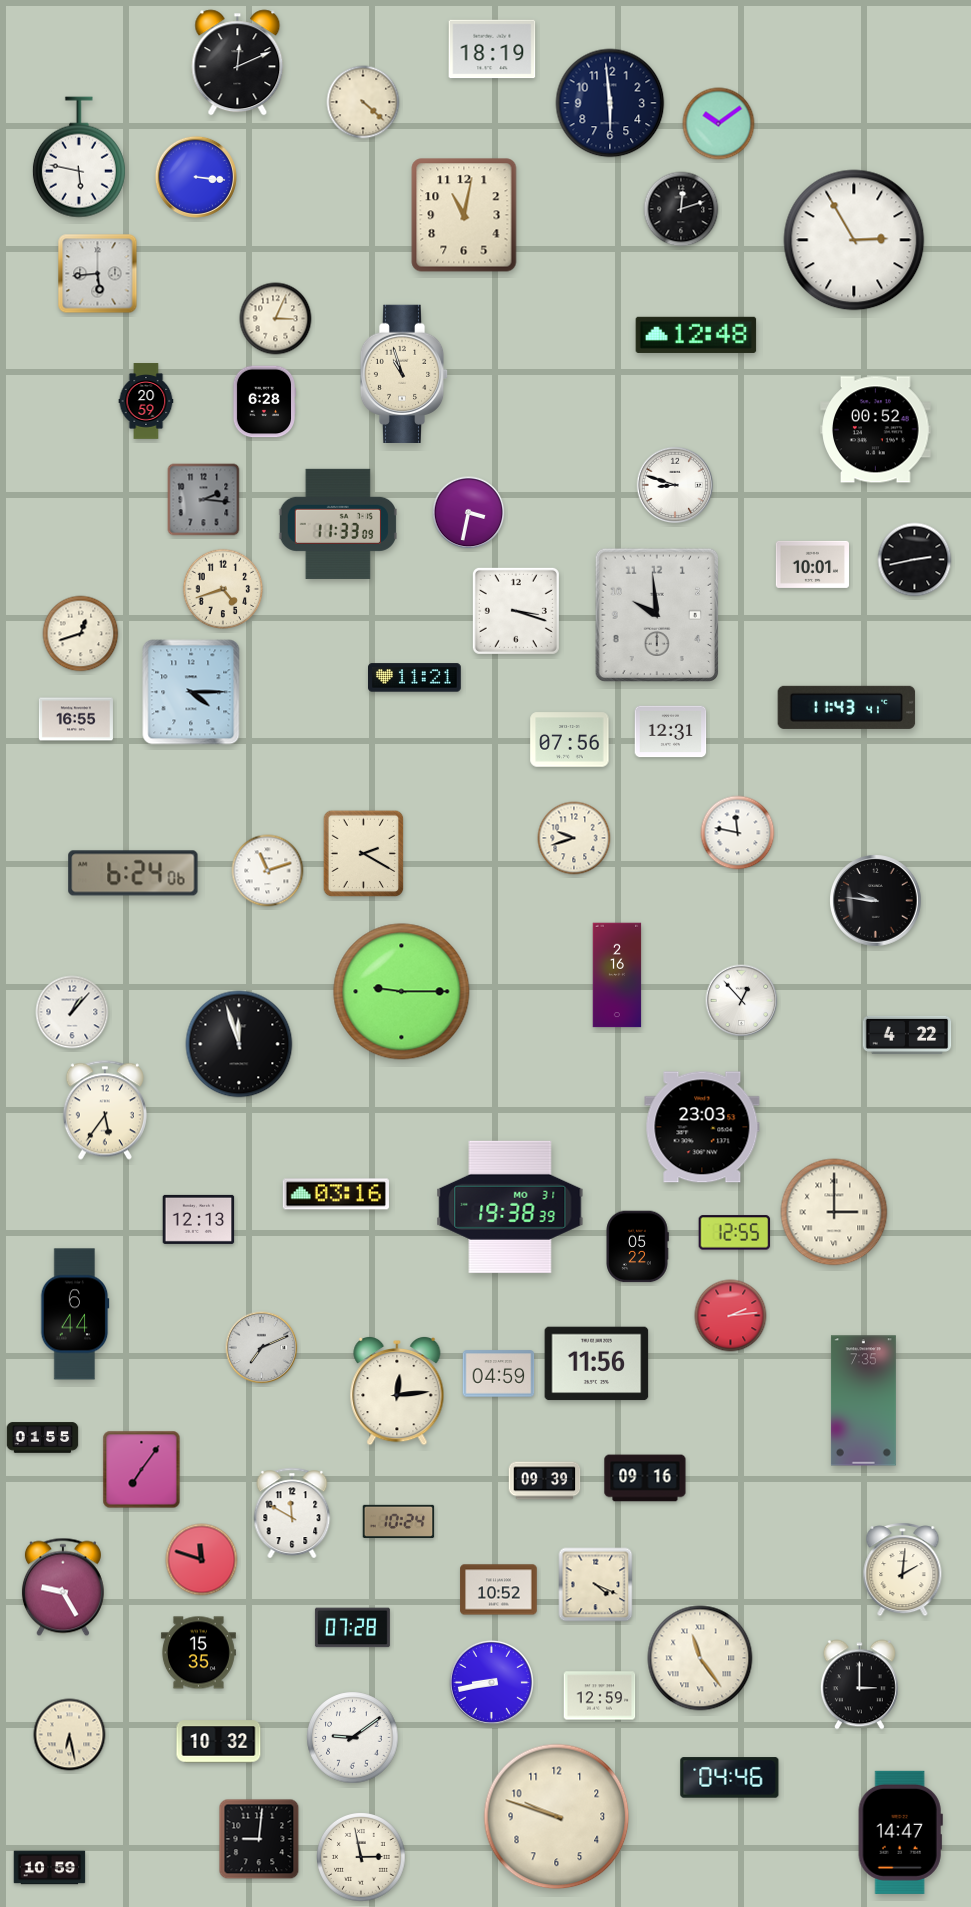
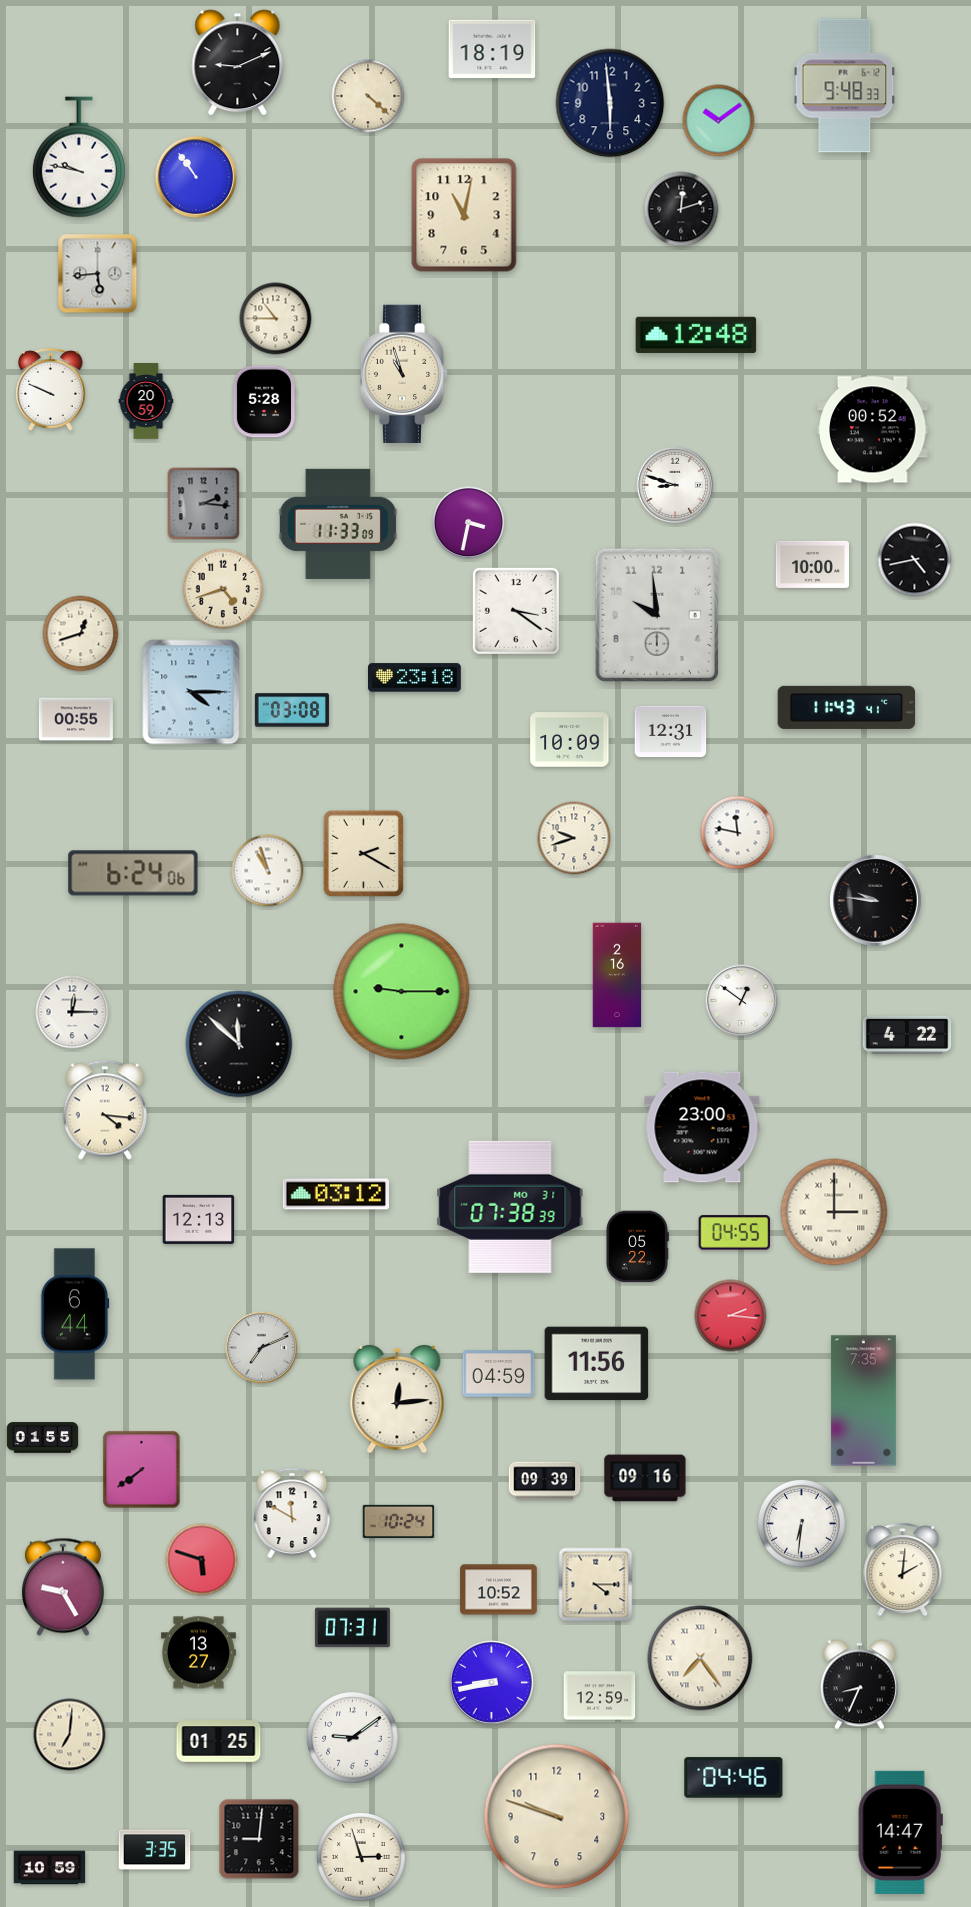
clock at (238, 63): 12:11 -> 9:11
clock at (845, 86): none -> 9:48
clock at (363, 102) position: (363, 102) -> (368, 96)
clock at (719, 124) position: (719, 124) -> (719, 121)
clock at (79, 157): 5:47 -> 9:47
clock at (196, 177): 3:16 -> 10:54
clock at (854, 240): 2:55 -> none
clock at (276, 319): 3:04 -> 10:45
clock at (51, 390): none -> 9:49
clock at (263, 402): 6:28 -> 5:28
clock at (876, 430) position: (876, 430) -> (873, 430)
clock at (204, 500) position: (204, 500) -> (204, 504)
clock at (469, 513) position: (469, 513) -> (469, 523)
clock at (915, 560): 2:43 -> 4:43
clock at (812, 564): 10:01 -> 10:00
clock at (516, 611): 3:18 -> 3:21
clock at (415, 678): 11:21 -> 23:18
clock at (292, 710): none -> 03:08
clock at (76, 719): 16:55 -> 00:55
clock at (570, 740): 07:56 -> 10:09
clock at (268, 871): 11:12 -> 10:57
clock at (742, 1001): 12:53 -> 12:51
clock at (72, 1012): 1:07 -> 12:15
clock at (239, 1044): 11:57 -> 11:52
clock at (105, 1110): 5:36 -> 4:16
clock at (702, 1127): 23:03 -> 23:00
clock at (336, 1194): 03:16 -> 03:12
clock at (510, 1207): 19:38 -> 07:38
clock at (735, 1233): 12:55 -> 04:55
clock at (731, 1316): 2:14 -> 2:16
clock at (397, 1391) position: (397, 1391) -> (397, 1399)
clock at (142, 1470): 7:06 -> 7:39
clock at (801, 1523): none -> 6:31
clock at (202, 1560): 11:48 -> 5:48
clock at (596, 1585): 4:19 -> 4:15
clock at (352, 1628): 07:28 -> 07:31
clock at (198, 1653): 15:35 -> 13:27
clock at (700, 1658): 11:24 -> 7:24
clock at (859, 1685): 3:00 -> 8:34
clock at (70, 1735): 6:28 -> 7:01
clock at (219, 1742): 10:32 -> 01:25
clock at (730, 1778) position: (730, 1778) -> (734, 1778)
clock at (155, 1850): none -> 3:35
clock at (362, 1858): 2:58 -> 2:57
